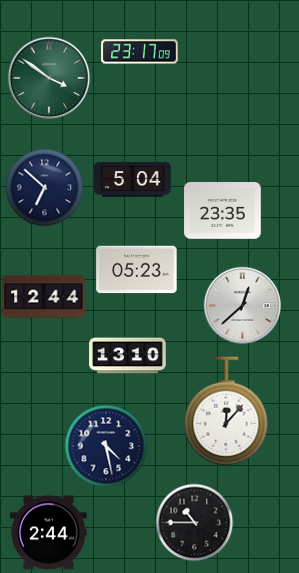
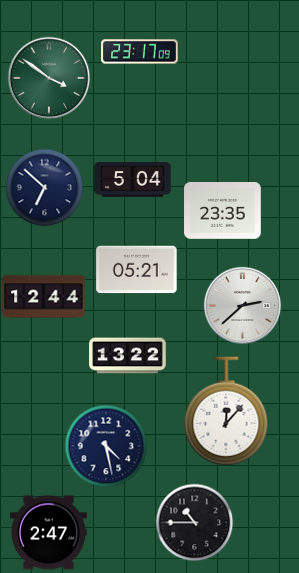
clock at (137, 270): 05:23 -> 05:21
clock at (242, 305): 12:38 -> 2:38
clock at (128, 356): 13:10 -> 13:22
clock at (49, 533): 2:44 -> 2:47
